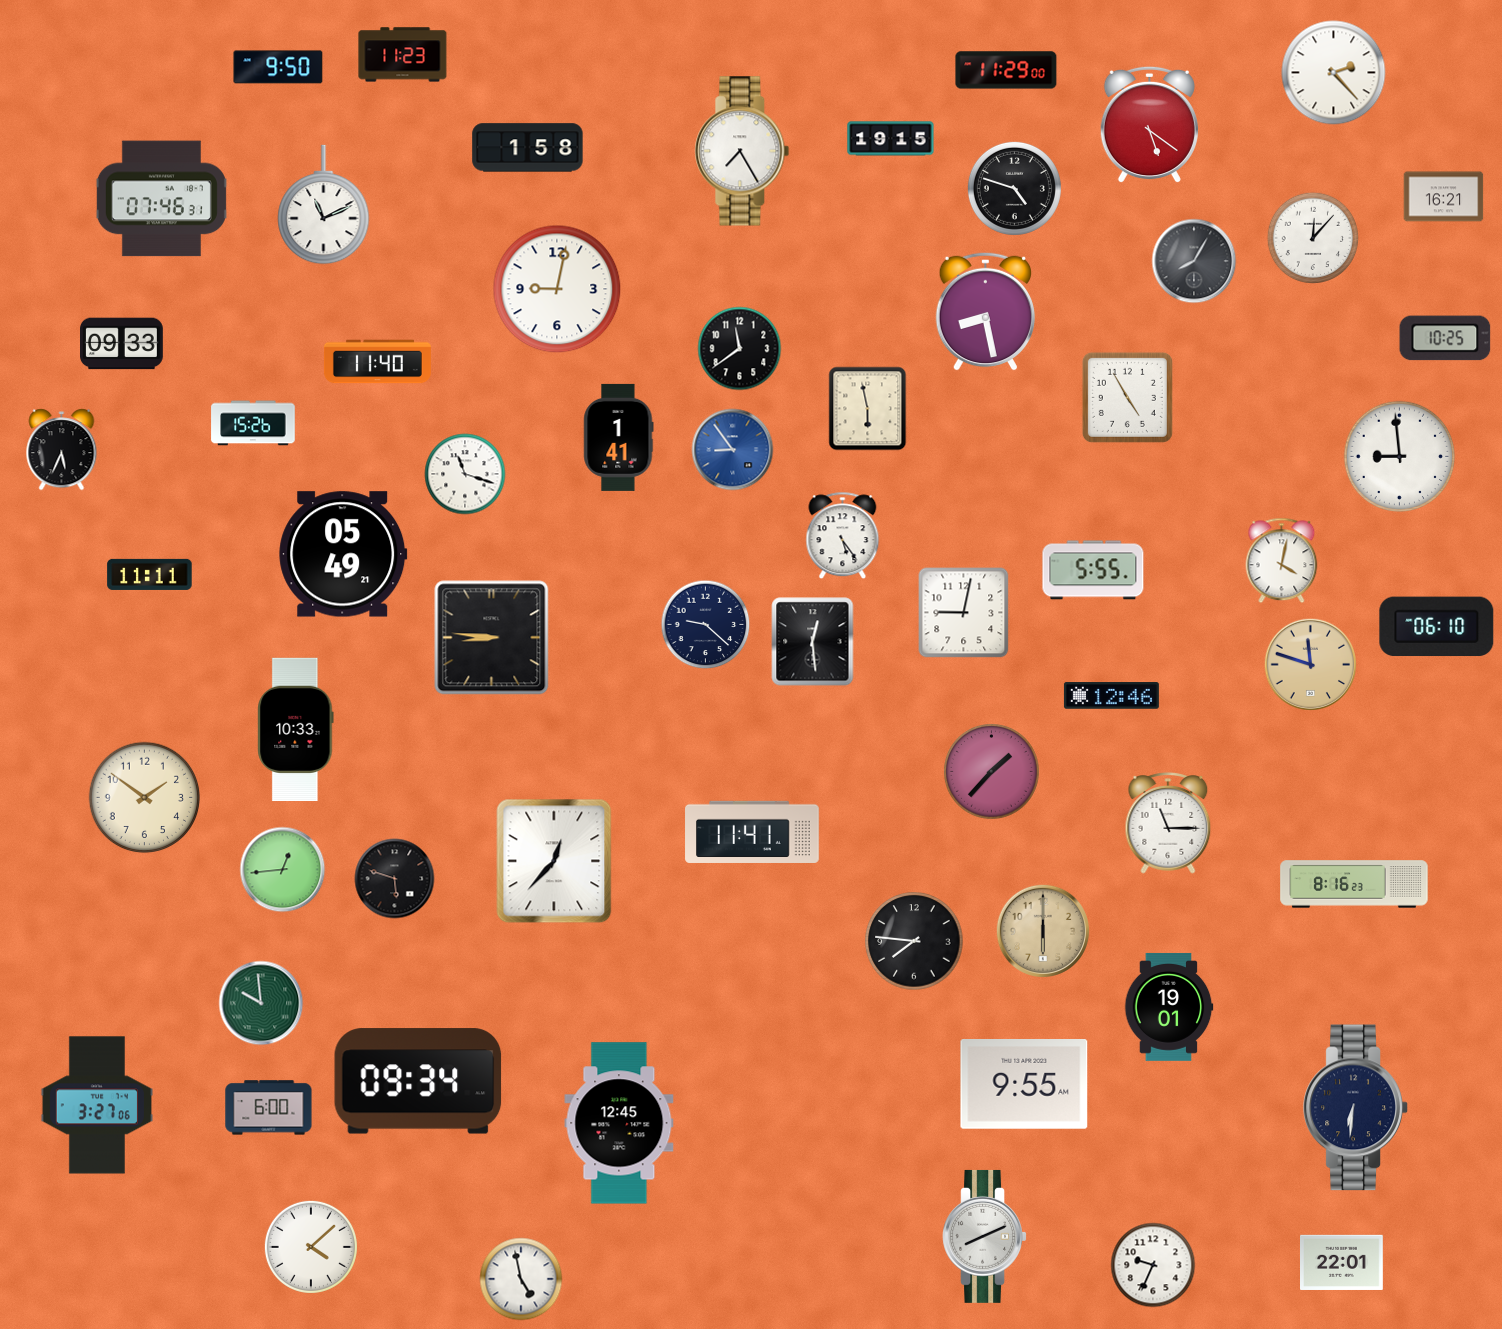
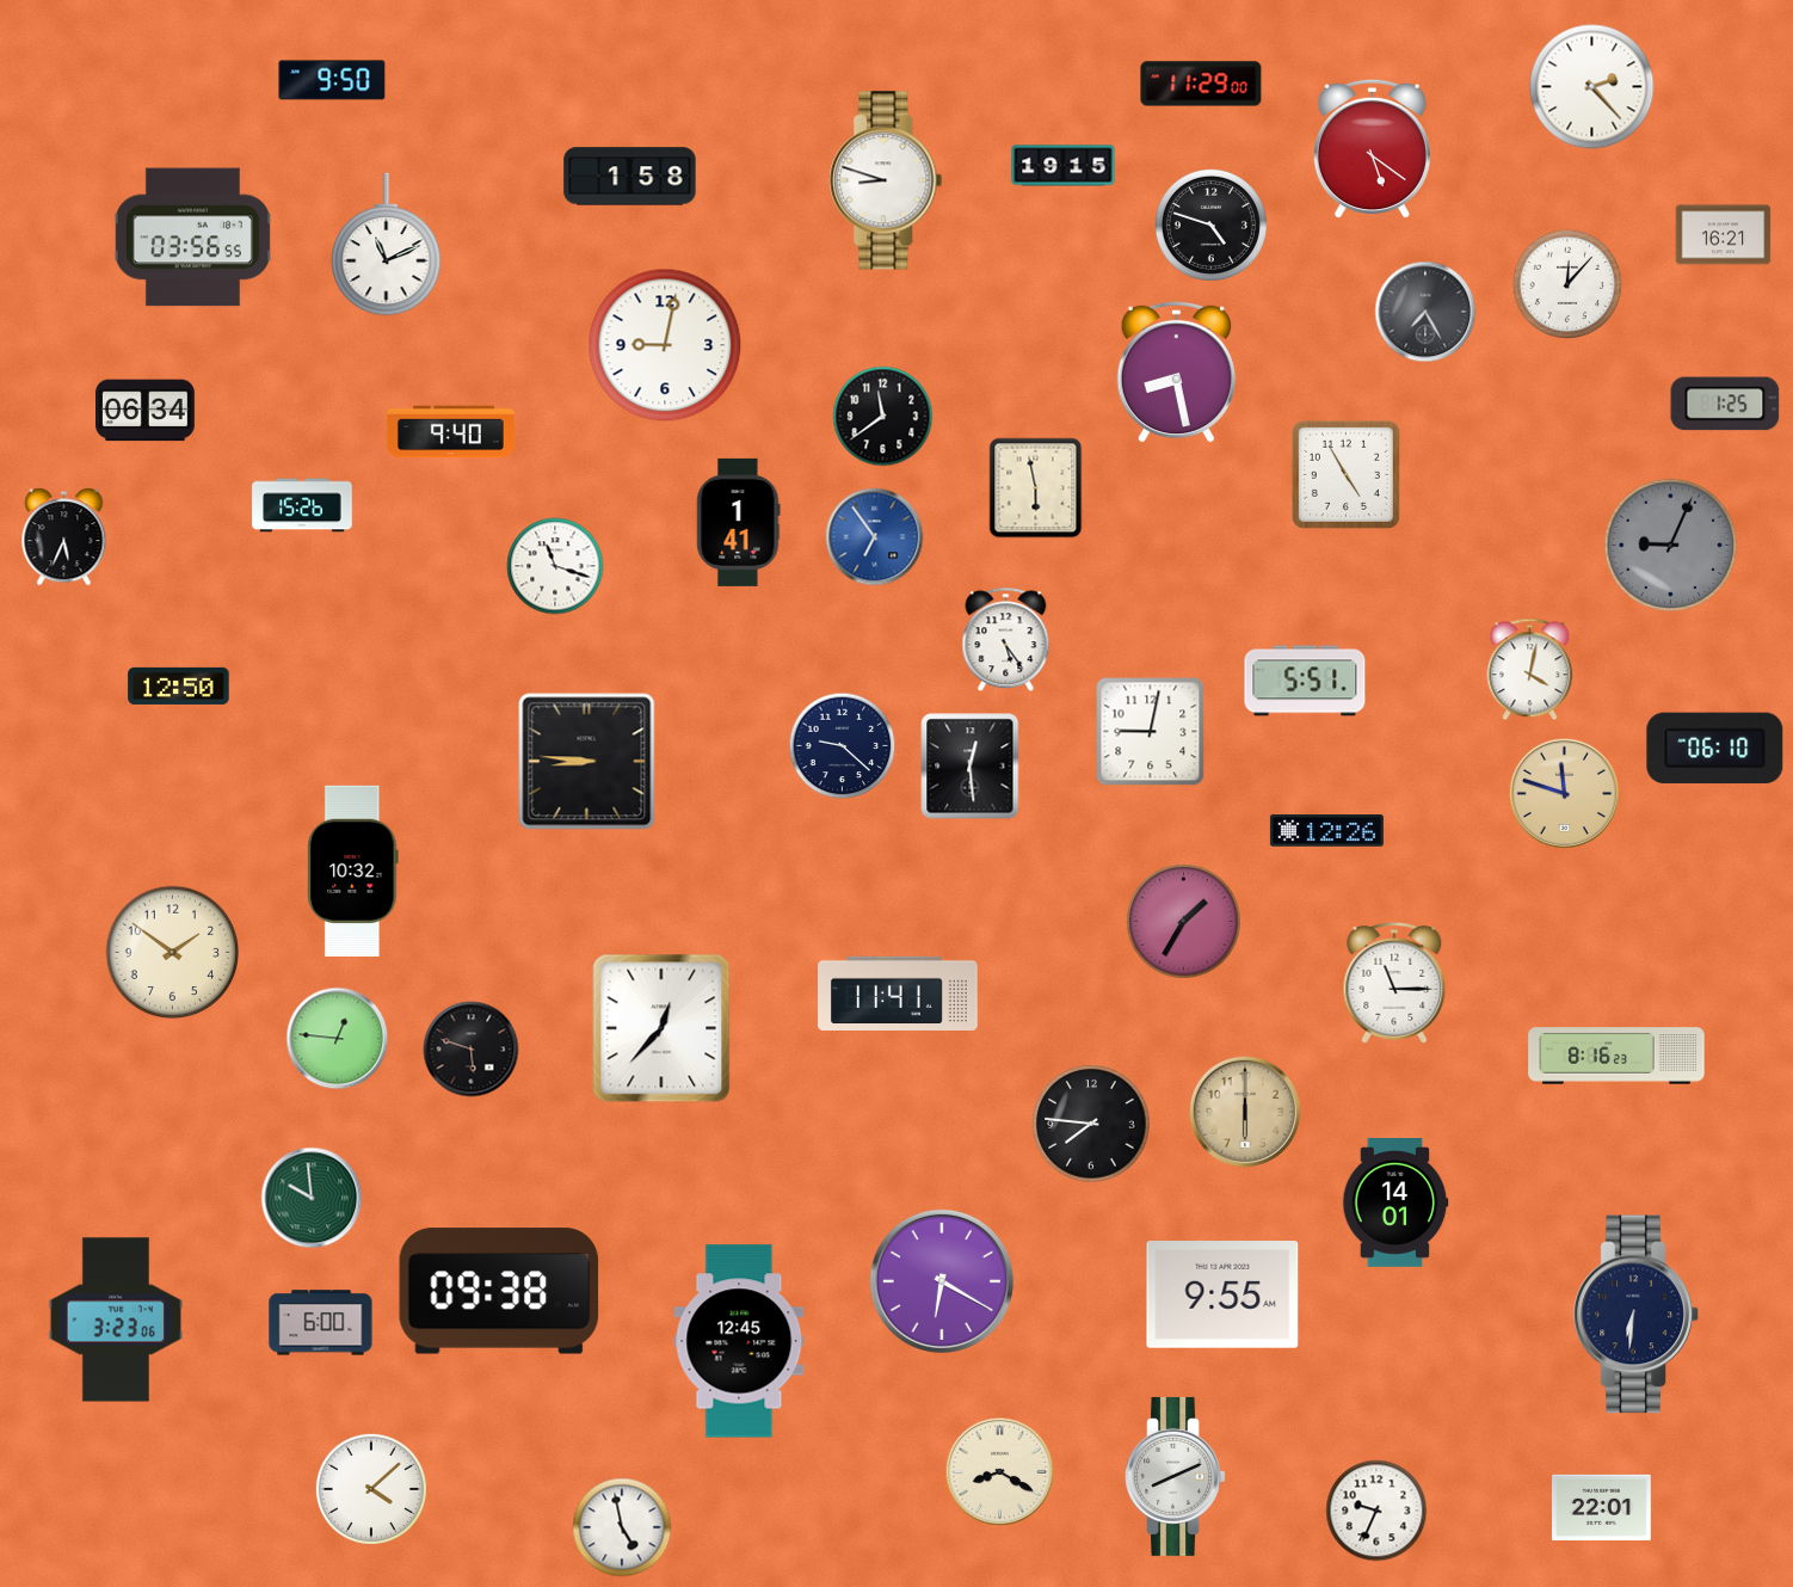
clock at (403, 55): 11:23 -> none
clock at (742, 151): 7:25 -> 8:48
clock at (161, 199): 07:46 -> 03:56
clock at (1194, 261): 8:05 -> 7:25
clock at (1445, 338): 10:25 -> 1:25
clock at (122, 344): 09:33 -> 06:34
clock at (377, 362): 11:40 -> 9:40
clock at (62, 450) position: (62, 450) -> (64, 537)
clock at (733, 450): 8:54 -> 6:54
clock at (1400, 457): 8:59 -> 9:04
clock at (1400, 457) dial: white -> grey
clock at (343, 554): 05:49 -> none
clock at (1093, 570): 5:55 -> 5:51
clock at (150, 574): 11:11 -> 12:50
clock at (1111, 696): 12:46 -> 12:26
clock at (296, 729): 10:33 -> 10:32
clock at (992, 772): 1:37 -> 1:35
clock at (283, 870): 12:44 -> 12:46
clock at (1169, 1007): 19:01 -> 14:01
clock at (942, 1281): none -> 6:20
clock at (418, 1081): 09:34 -> 09:38
clock at (96, 1105): 3:27 -> 3:23
clock at (1356, 1108) position: (1356, 1108) -> (1637, 1315)
clock at (1000, 1472): none -> 8:20
